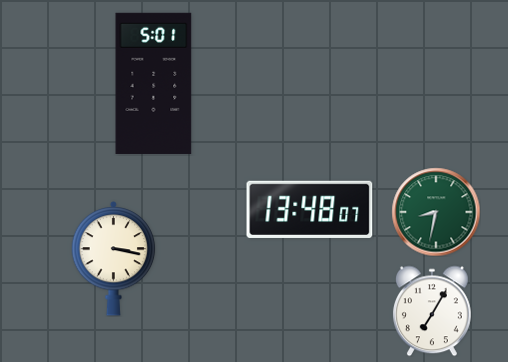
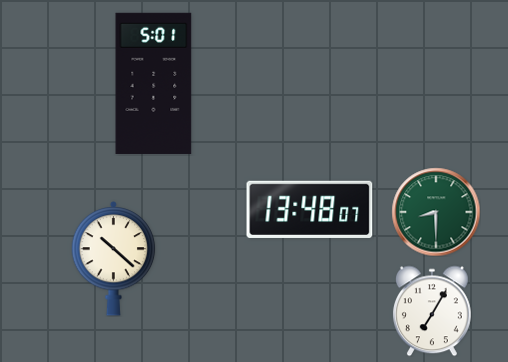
clock at (436, 212): 8:32 -> 8:30
clock at (114, 258): 3:17 -> 10:22
